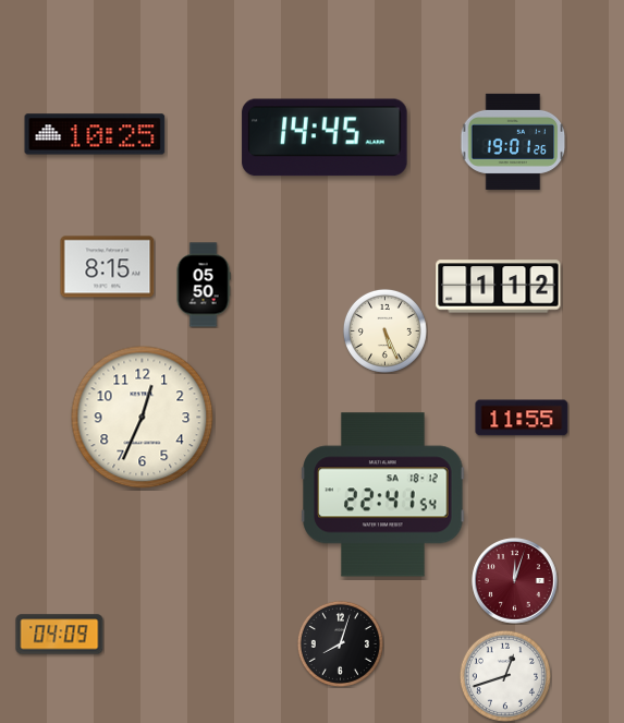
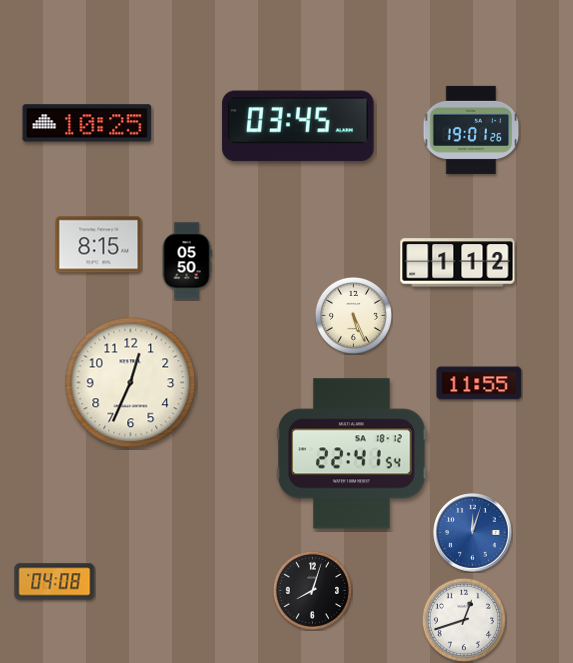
clock at (325, 137): 14:45 -> 03:45
clock at (384, 330) position: (384, 330) -> (353, 315)
clock at (515, 581) dial: burgundy -> blue
clock at (60, 635): 04:09 -> 04:08
